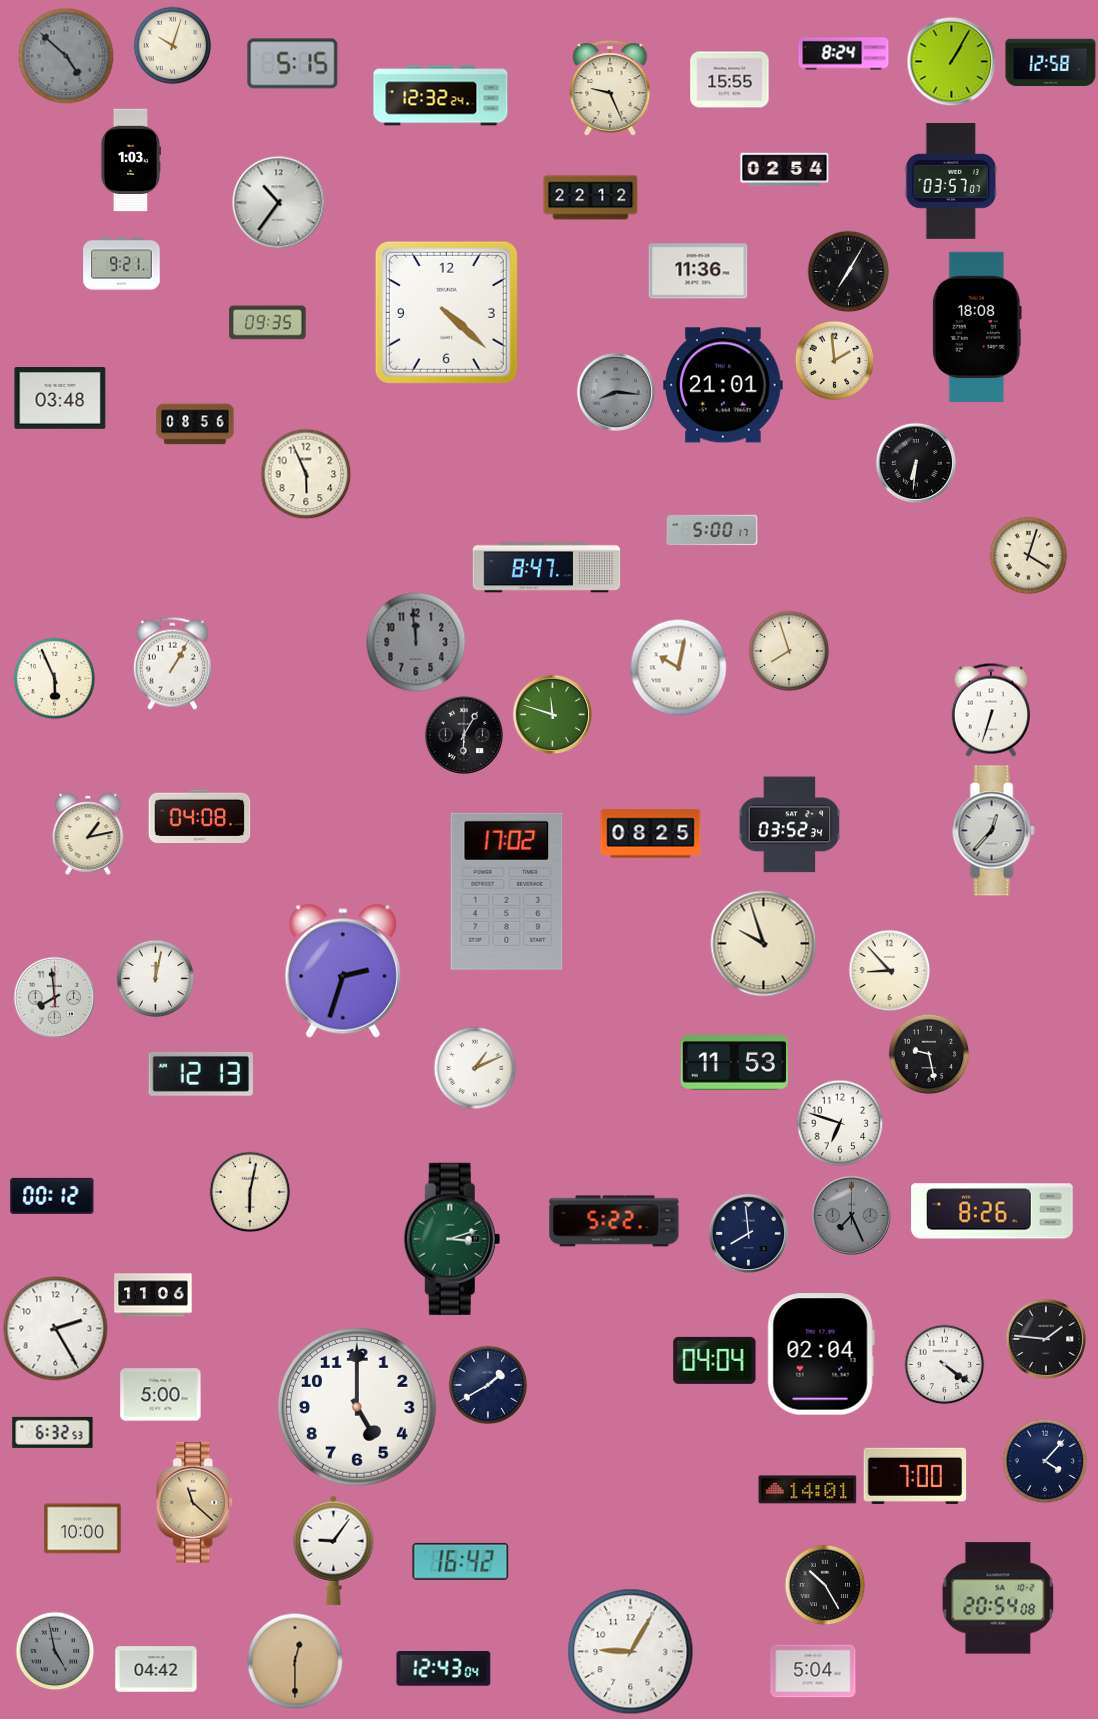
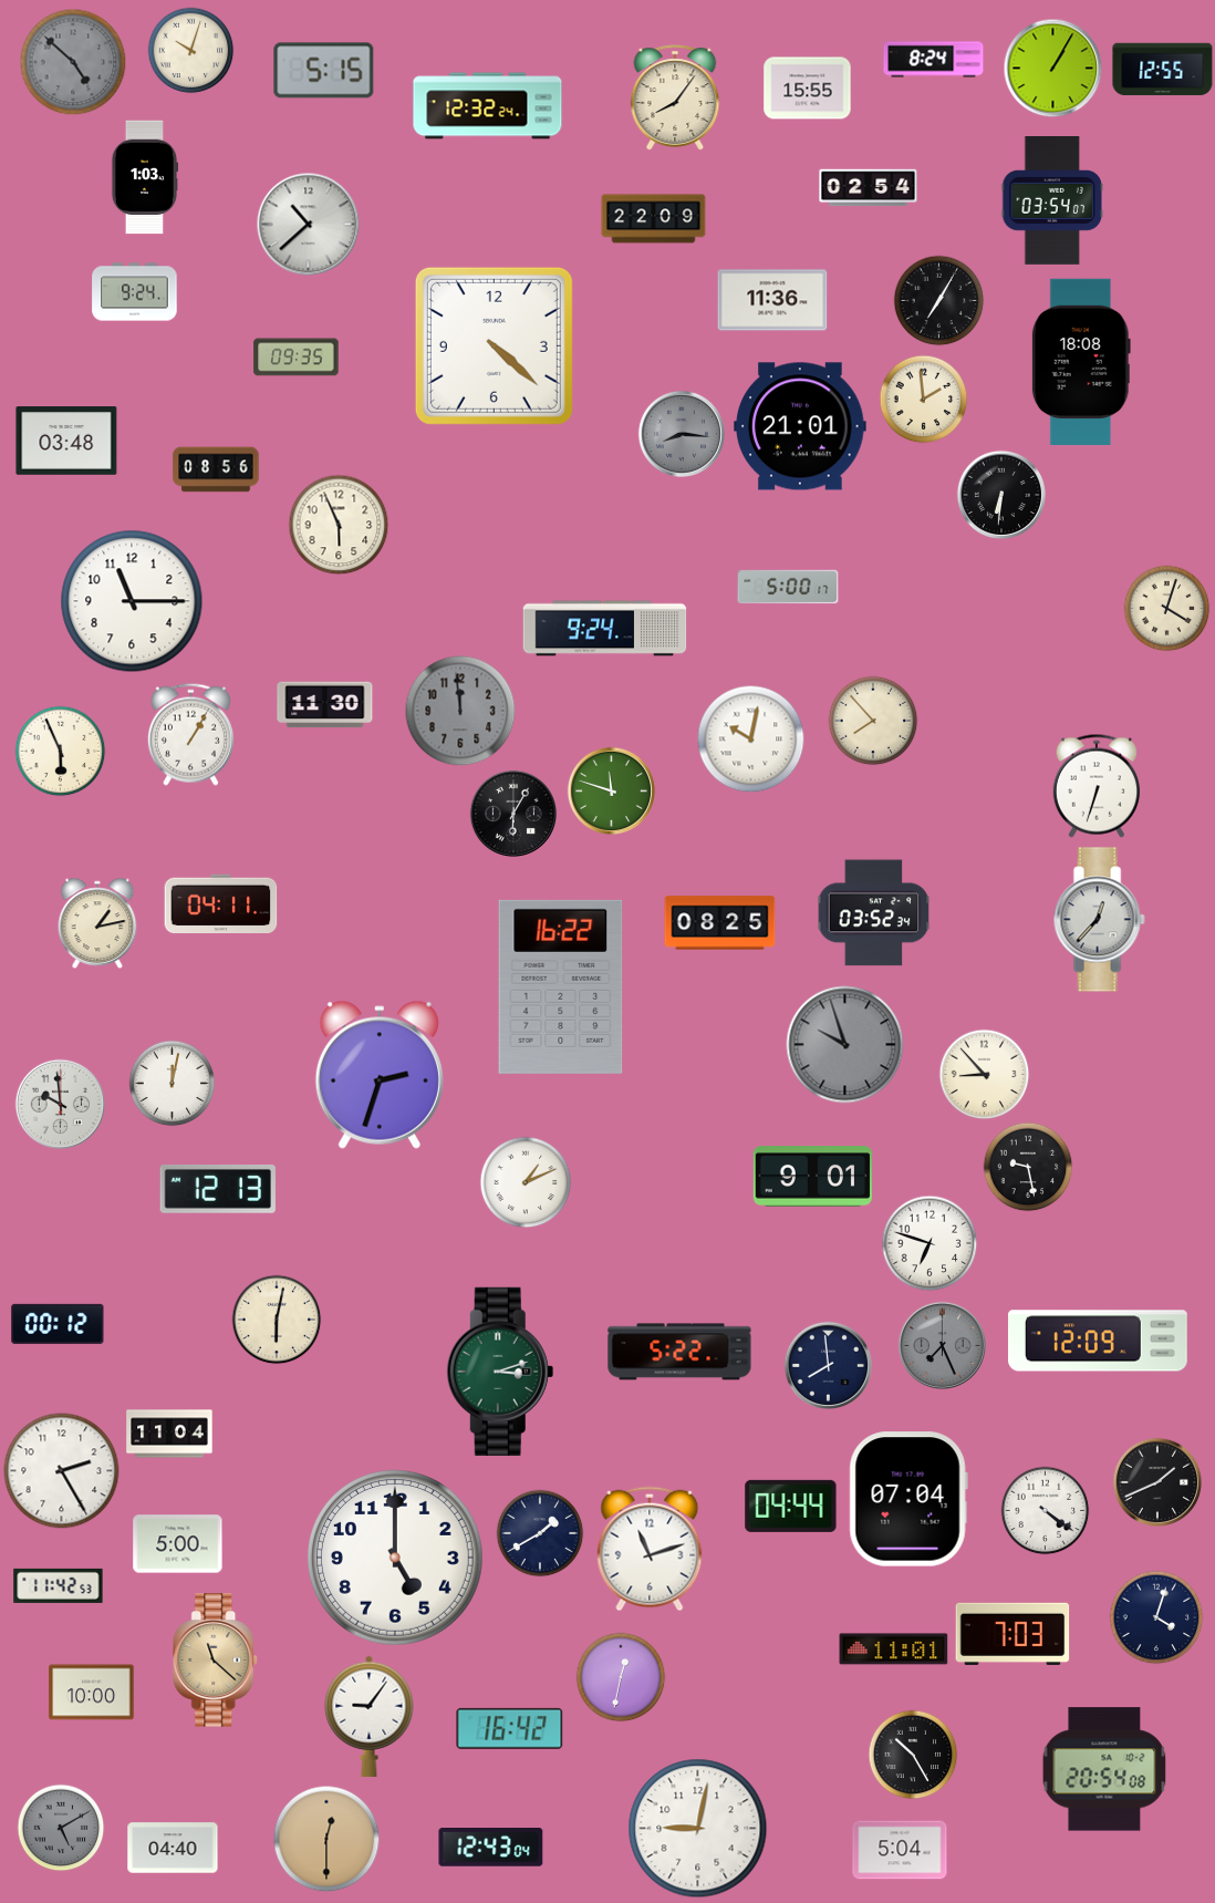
clock at (1051, 63): 12:58 -> 12:55
clock at (610, 88): 9:26 -> 8:06
clock at (950, 182): 03:57 -> 03:54
clock at (591, 198): 22:12 -> 22:09
clock at (278, 202): 10:36 -> 10:38
clock at (122, 264): 9:21 -> 9:24
clock at (915, 462) position: (915, 462) -> (1000, 494)
clock at (132, 601): none -> 11:15
clock at (1028, 555) position: (1028, 555) -> (1166, 608)
clock at (547, 568): 8:47 -> 9:24
clock at (325, 705): none -> 11:30
clock at (789, 651): 7:57 -> 7:53
clock at (200, 816): 04:08 -> 04:11
clock at (507, 891): 17:02 -> 16:22
clock at (764, 944) dial: cream -> grey
clock at (54, 997): 7:59 -> 9:59
clock at (734, 1063): 11:53 -> 9:01
clock at (201, 1074) position: (201, 1074) -> (218, 1189)
clock at (993, 1211): 8:26 -> 12:09
clock at (153, 1295): 11:06 -> 11:04
clock at (1045, 1338): 1:46 -> 1:41
clock at (821, 1354): 02:04 -> 07:04
clock at (715, 1360): 04:04 -> 04:44
clock at (650, 1549): none -> 11:12
clock at (53, 1432): 6:32 -> 11:42
clock at (1045, 1461): 4:07 -> 4:03
clock at (915, 1476): 7:00 -> 7:03
clock at (808, 1490): 14:01 -> 11:01
clock at (195, 1503) position: (195, 1503) -> (216, 1661)
clock at (621, 1677): none -> 12:32
clock at (55, 1651): 4:58 -> 5:10
clock at (631, 1652): 9:05 -> 9:02
clock at (156, 1669): 04:42 -> 04:40
